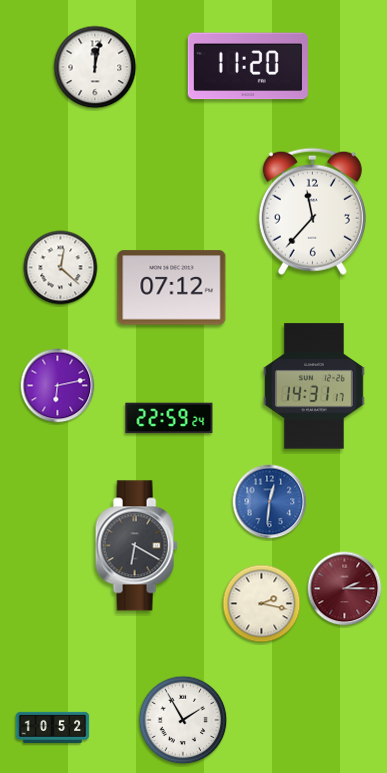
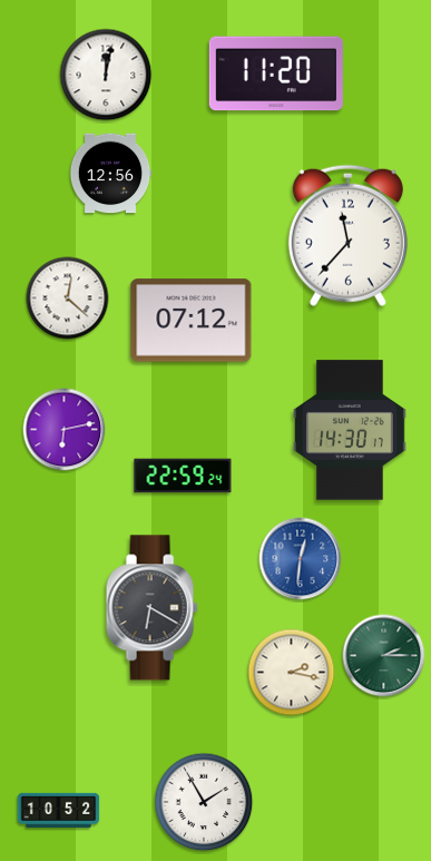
clock at (110, 174): none -> 12:56
clock at (315, 386): 14:31 -> 14:30
clock at (169, 418) position: (169, 418) -> (183, 476)
clock at (345, 589) dial: burgundy -> green
